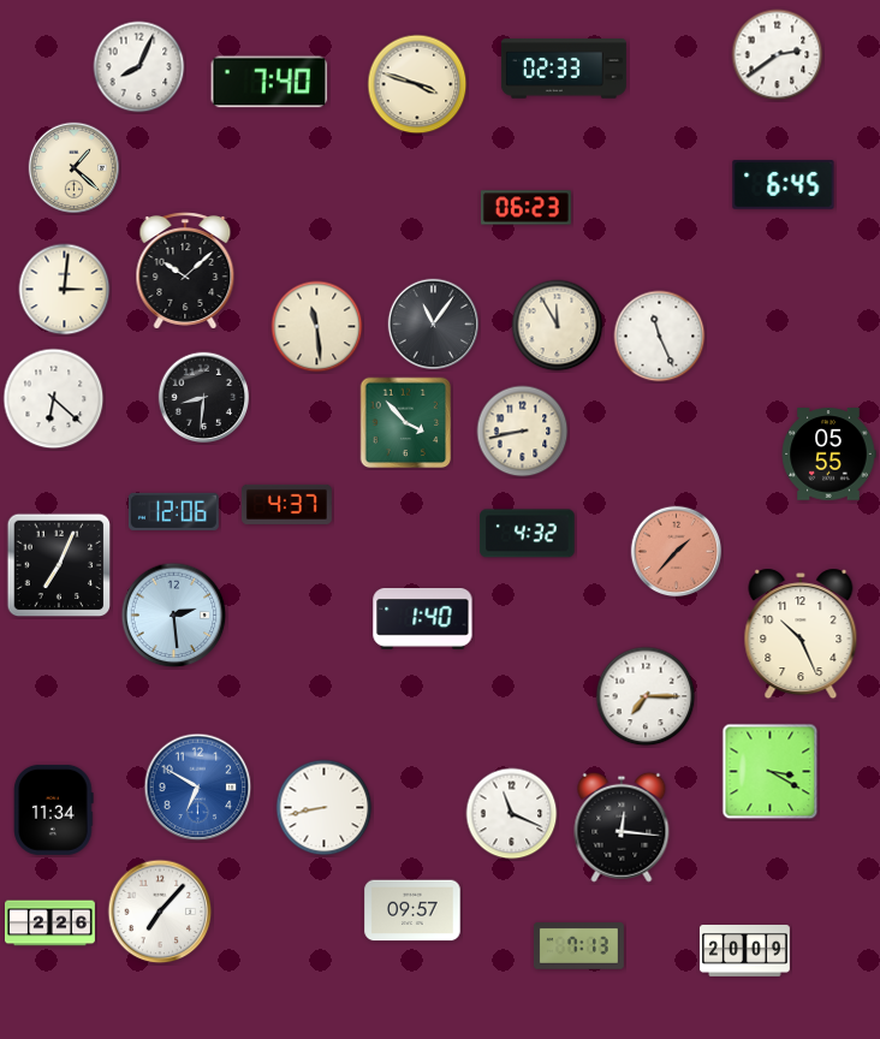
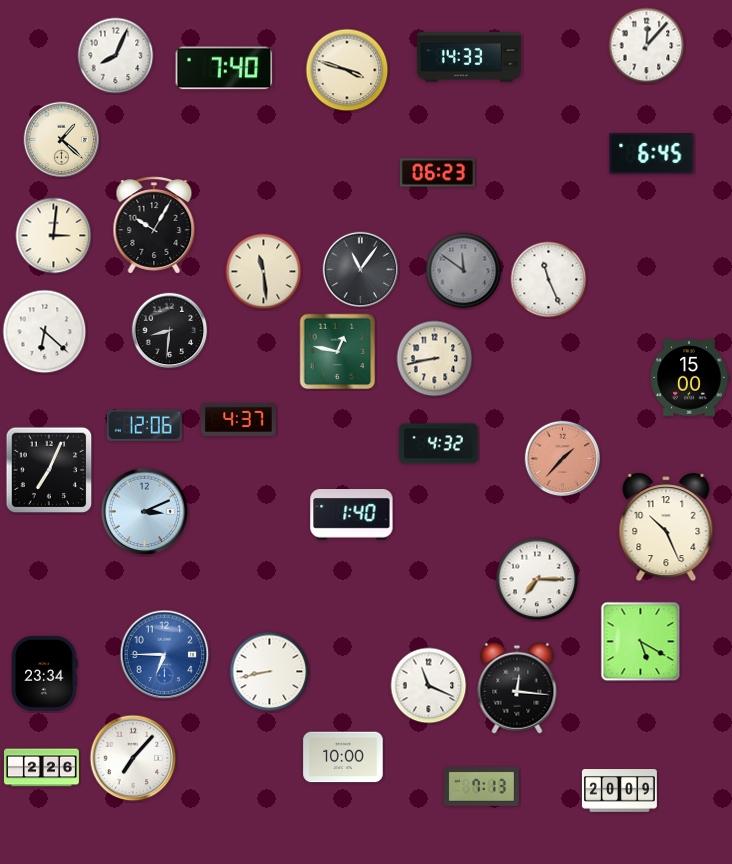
clock at (778, 55): 2:39 -> 12:07
clock at (564, 69): 02:33 -> 14:33
clock at (185, 271): 10:08 -> 10:05
clock at (65, 290) position: (65, 290) -> (54, 236)
clock at (558, 326): 11:55 -> 11:51
clock at (558, 326) dial: cream -> grey
clock at (406, 423): 3:53 -> 12:47
clock at (828, 455): 05:55 -> 15:00
clock at (174, 616): 2:29 -> 3:11
clock at (771, 772): 3:20 -> 5:20
clock at (198, 788): 6:50 -> 6:45
clock at (54, 809): 11:34 -> 23:34
clock at (512, 814) position: (512, 814) -> (429, 686)
clock at (412, 910): 09:57 -> 10:00
